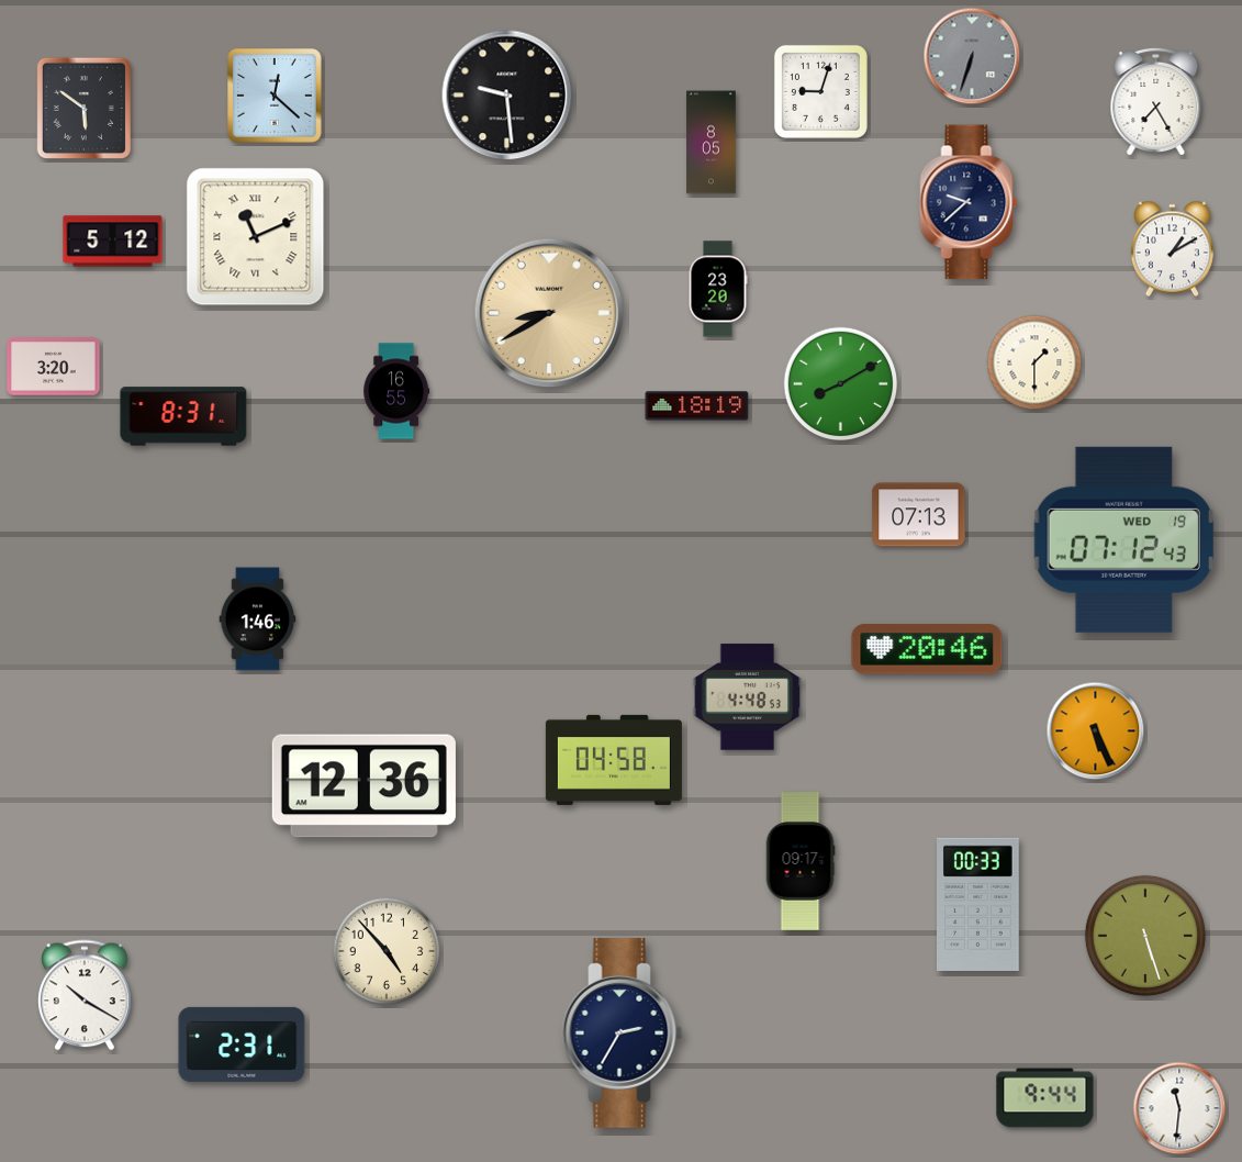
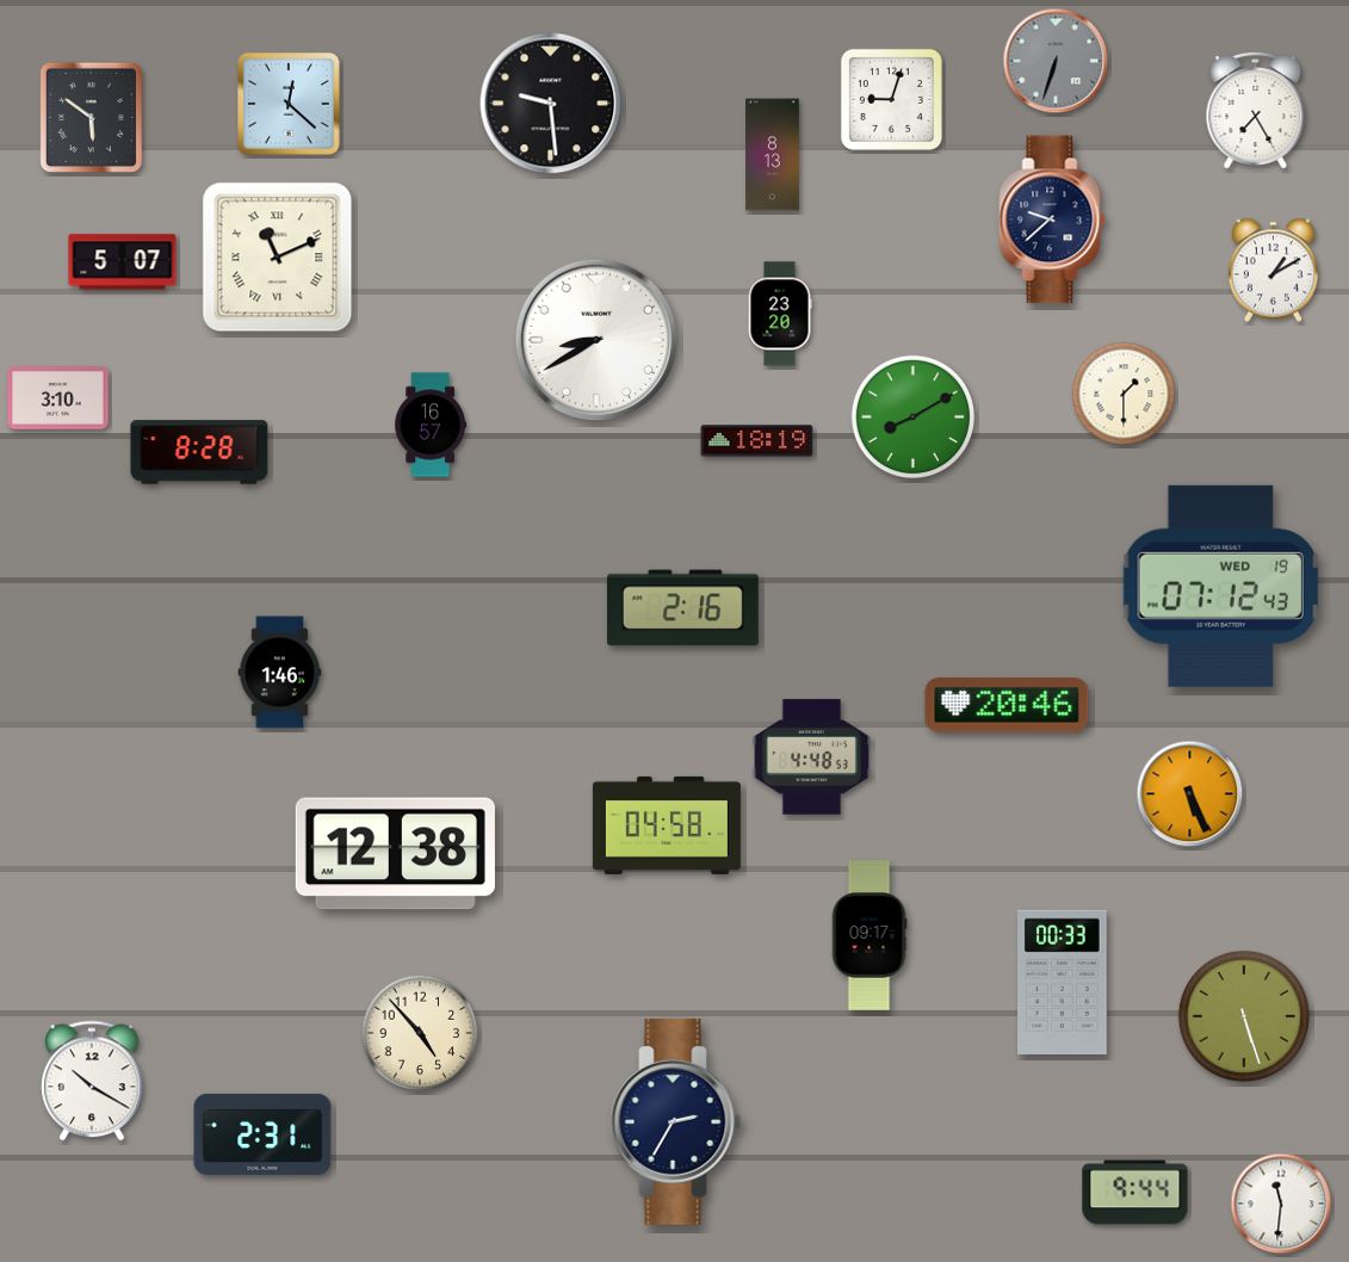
clock at (276, 97) position: (276, 97) -> (290, 105)
clock at (712, 143): 8:05 -> 8:13
clock at (113, 242): 5:12 -> 5:07
clock at (549, 313) dial: champagne -> white
clock at (54, 367): 3:20 -> 3:10
clock at (396, 391): 16:55 -> 16:57
clock at (183, 416): 8:31 -> 8:28
clock at (919, 515): 07:13 -> none
clock at (682, 608): none -> 2:16
clock at (363, 786): 12:36 -> 12:38
